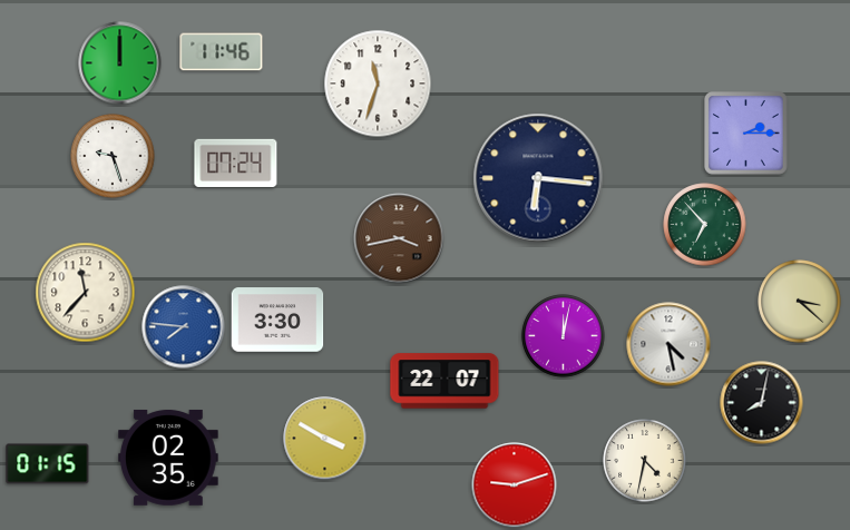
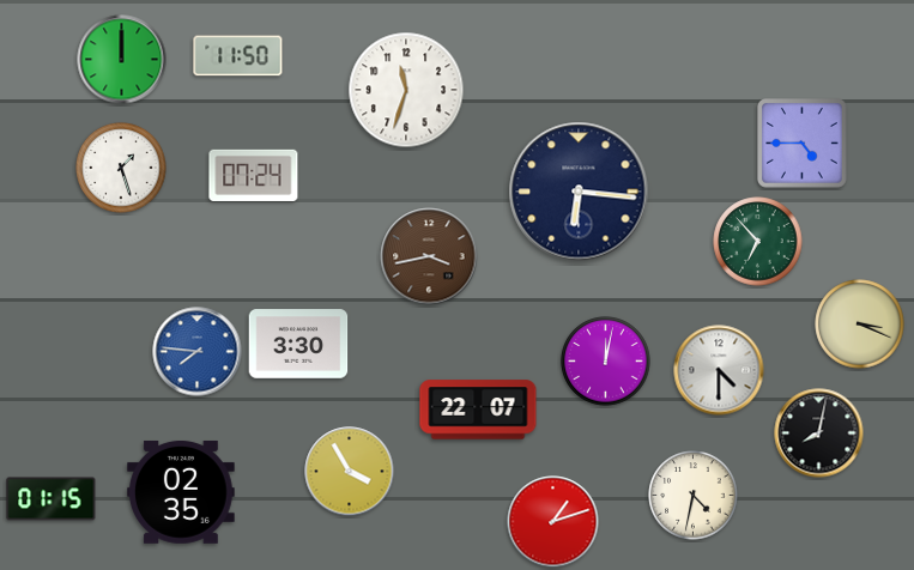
clock at (222, 52): 11:46 -> 11:50
clock at (120, 63) position: (120, 63) -> (122, 60)
clock at (746, 134): 2:15 -> 4:45
clock at (113, 156): 9:27 -> 1:27
clock at (86, 293): 11:37 -> none
clock at (800, 302): 3:22 -> 3:19
clock at (668, 344): 4:28 -> 4:30
clock at (325, 439): 3:50 -> 3:55
clock at (515, 485): 9:12 -> 1:12
